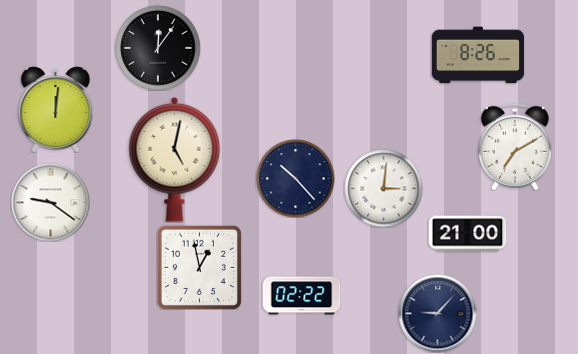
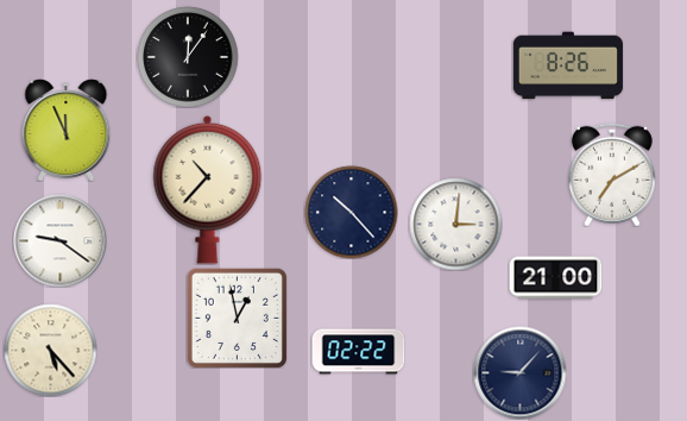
clock at (56, 109): 12:01 -> 11:56
clock at (175, 159): 5:02 -> 10:37
clock at (50, 350): none -> 5:23
